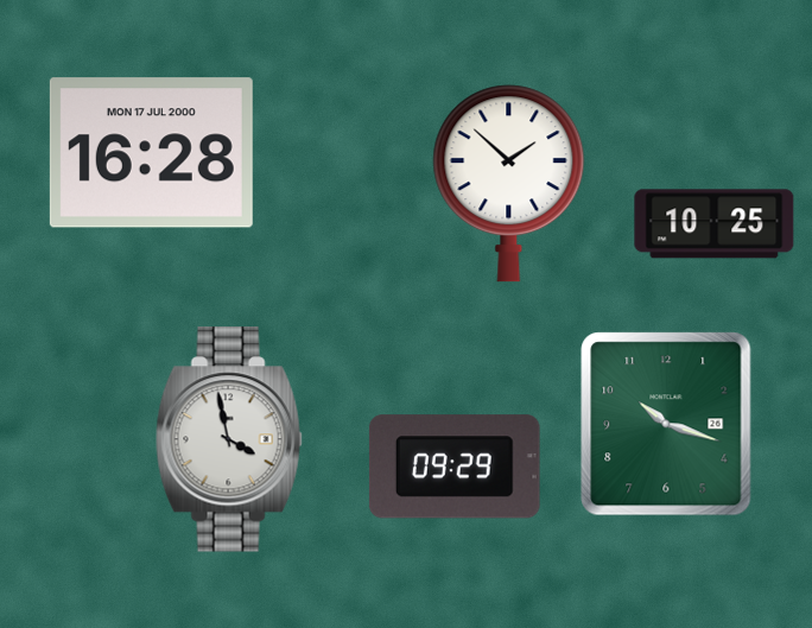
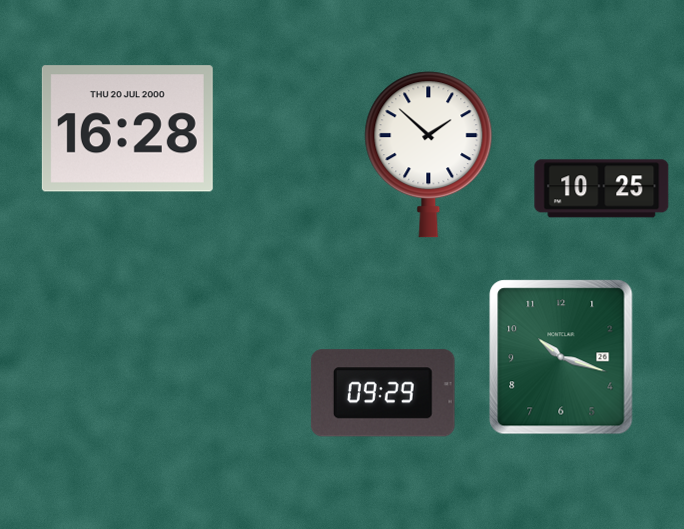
clock at (151, 153) date: MON 17 JUL 2000 -> THU 20 JUL 2000
clock at (229, 439): 3:58 -> none
